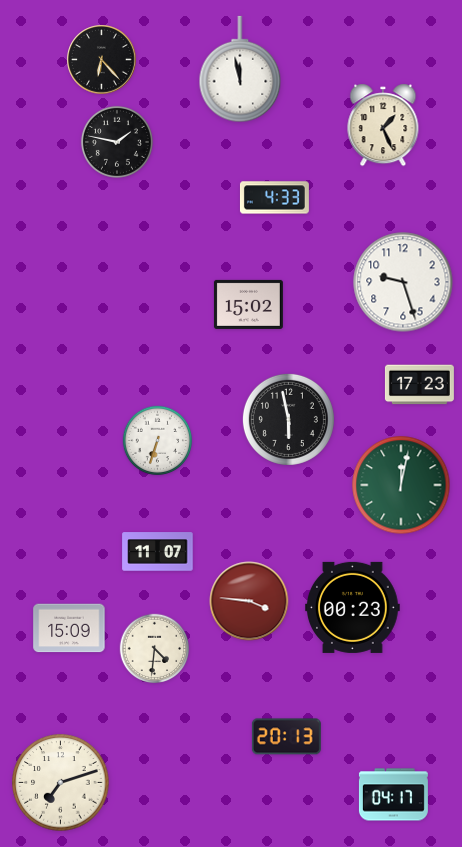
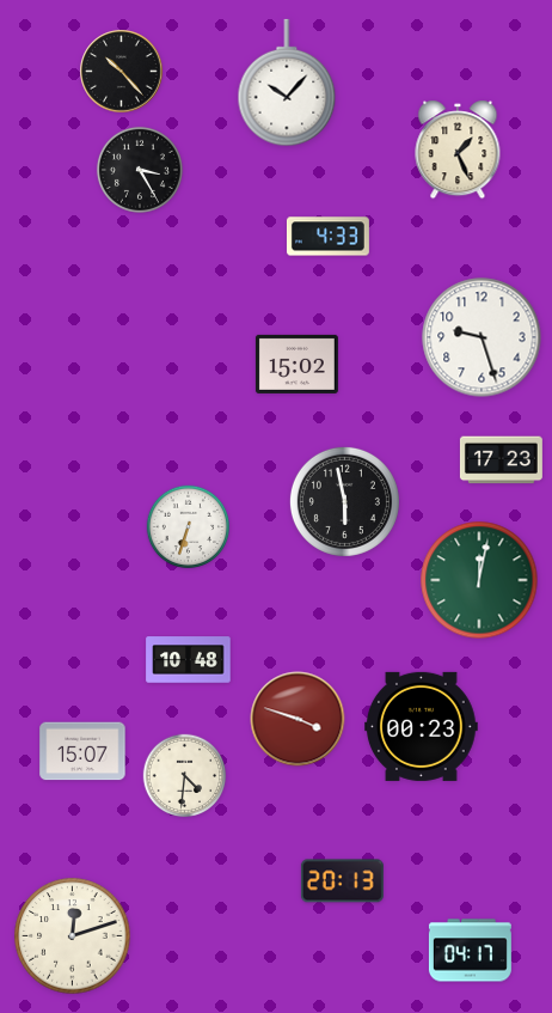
clock at (102, 60): 6:23 -> 10:23
clock at (240, 69): 11:58 -> 10:07
clock at (117, 142): 1:47 -> 3:25
clock at (158, 552): 11:07 -> 10:48
clock at (249, 601): 3:46 -> 3:48
clock at (69, 628): 15:09 -> 15:07
clock at (61, 783): 7:12 -> 12:12
